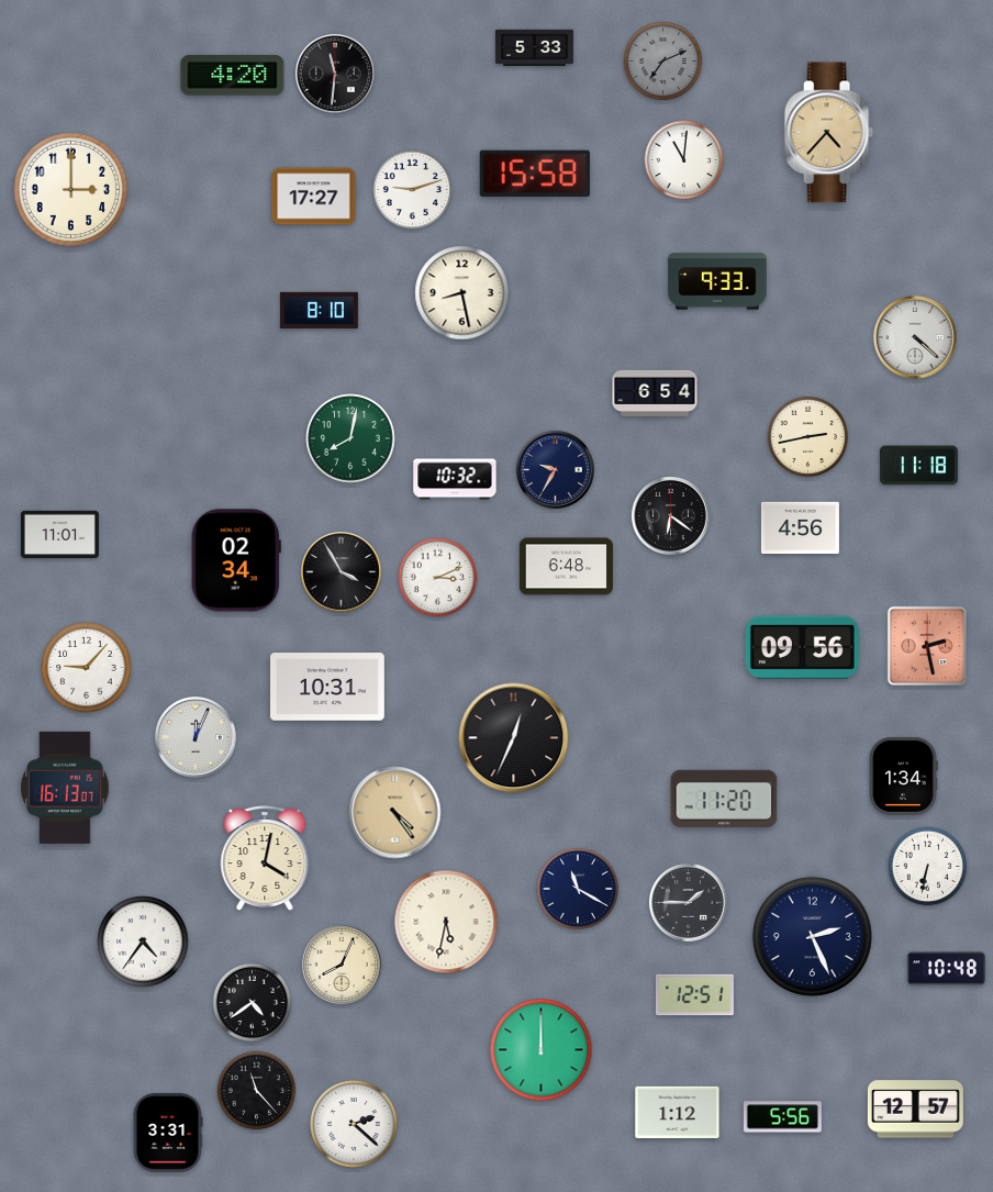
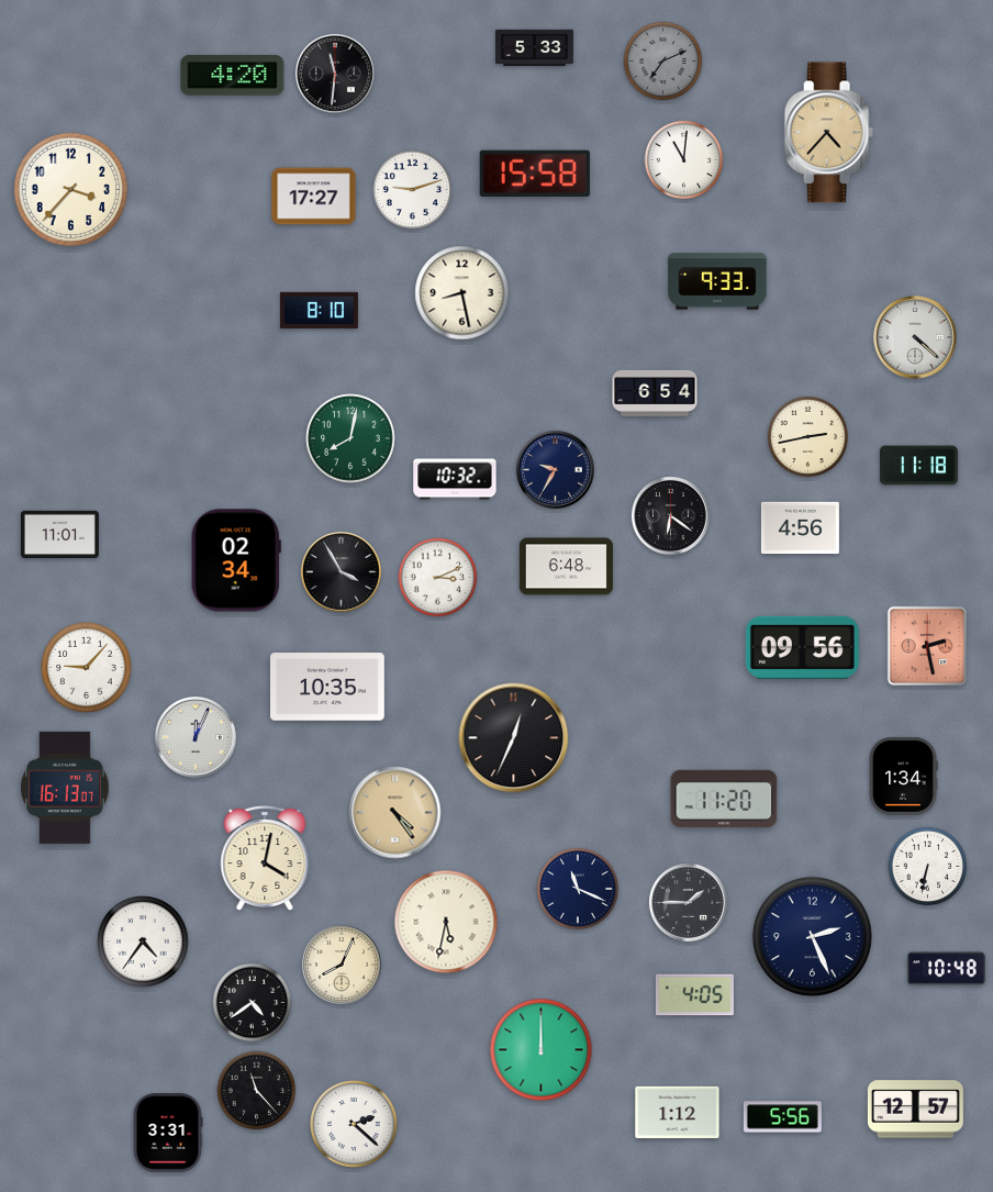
clock at (71, 190): 3:00 -> 3:37
clock at (328, 687): 10:31 -> 10:35
clock at (578, 889): 11:20 -> 11:19
clock at (694, 995): 12:51 -> 4:05
